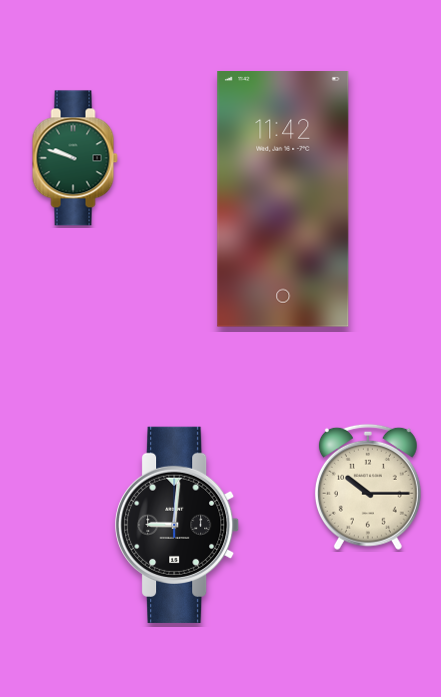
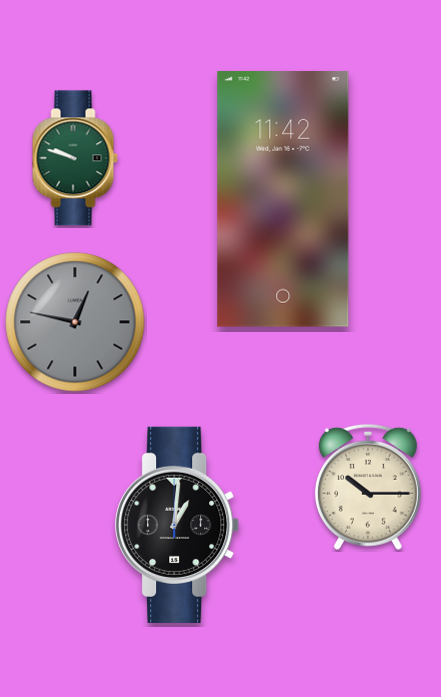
clock at (75, 322): none -> 12:47
clock at (178, 525): 9:01 -> 1:01
